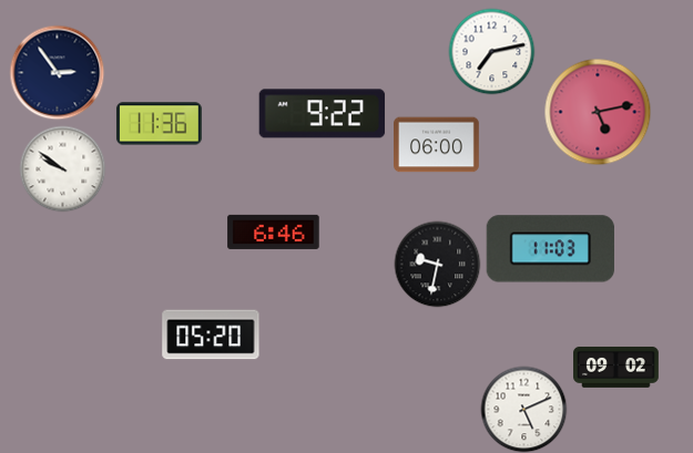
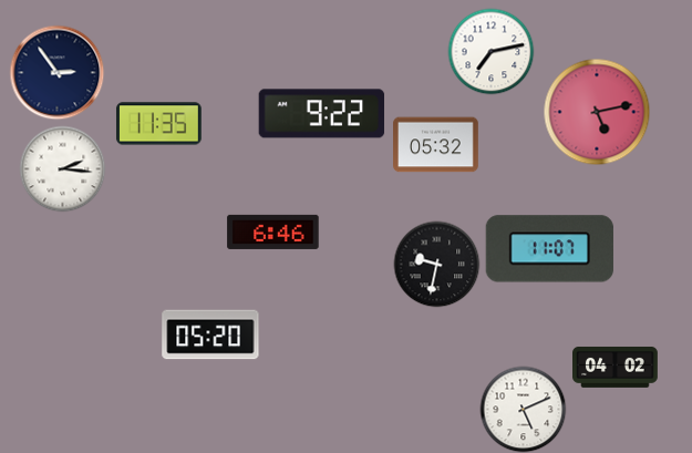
clock at (159, 124): 11:36 -> 11:35
clock at (437, 145): 06:00 -> 05:32
clock at (62, 168): 9:51 -> 2:16
clock at (550, 249): 11:03 -> 11:07
clock at (616, 367): 09:02 -> 04:02
